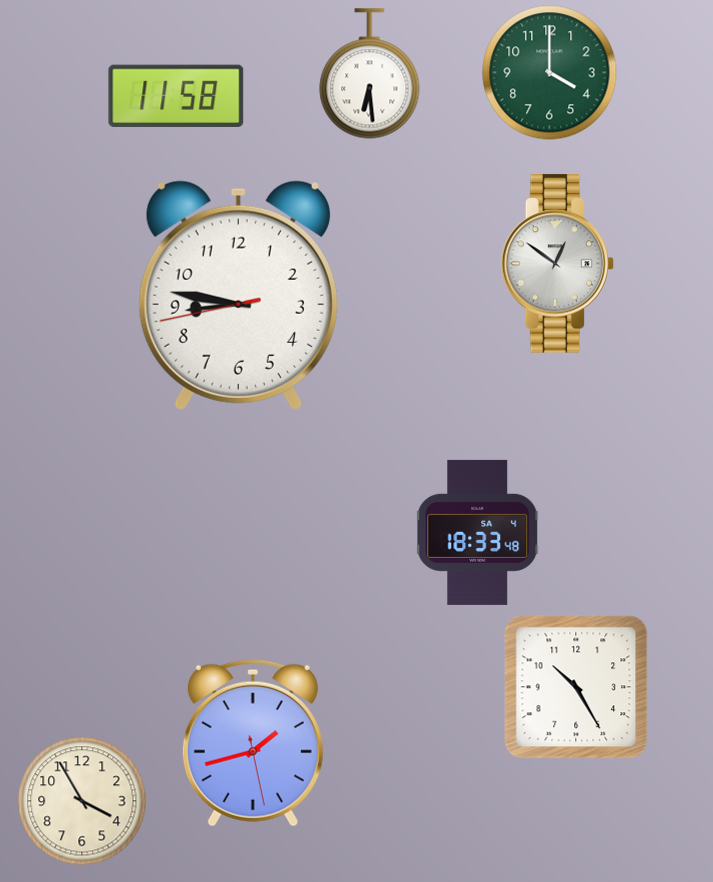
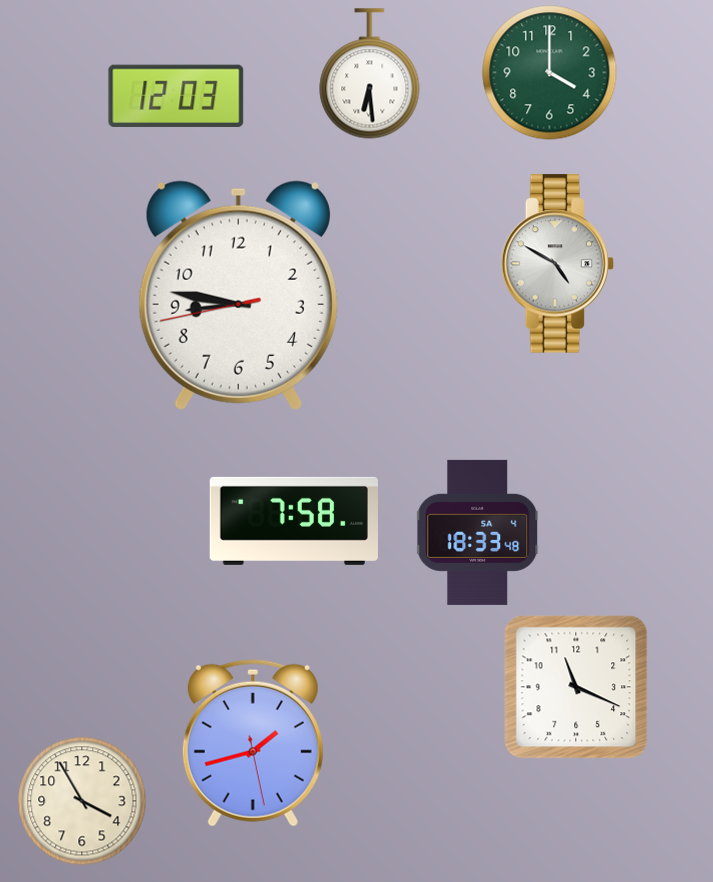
clock at (176, 96): 11:58 -> 12:03
clock at (558, 264): 12:51 -> 4:50
clock at (294, 521): none -> 7:58
clock at (576, 687): 10:25 -> 11:19
